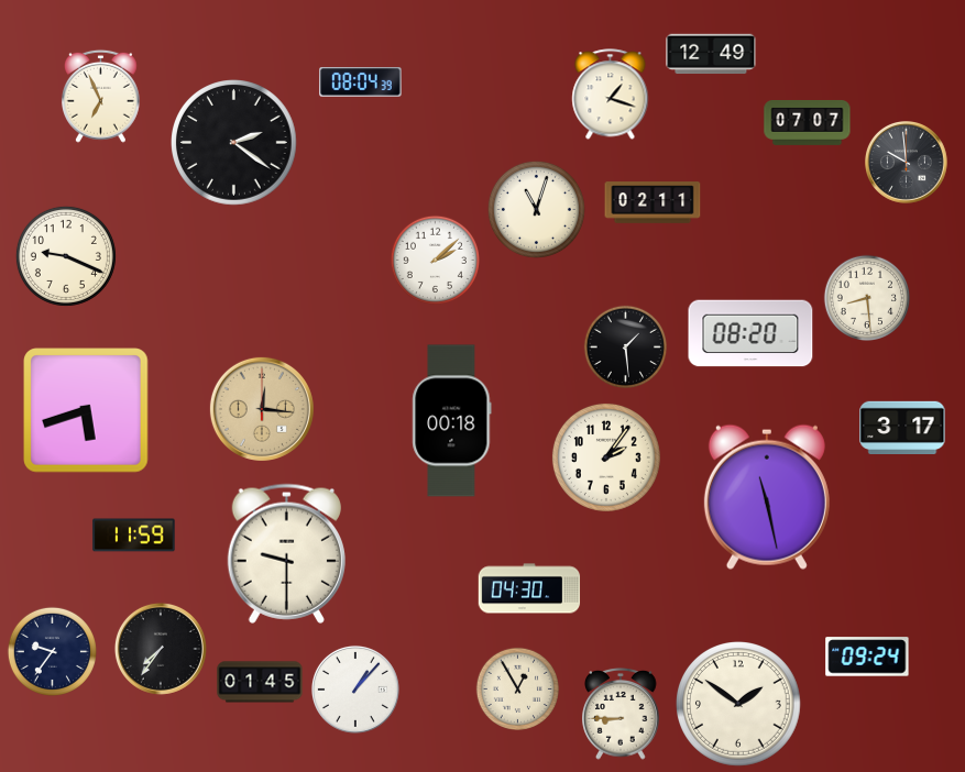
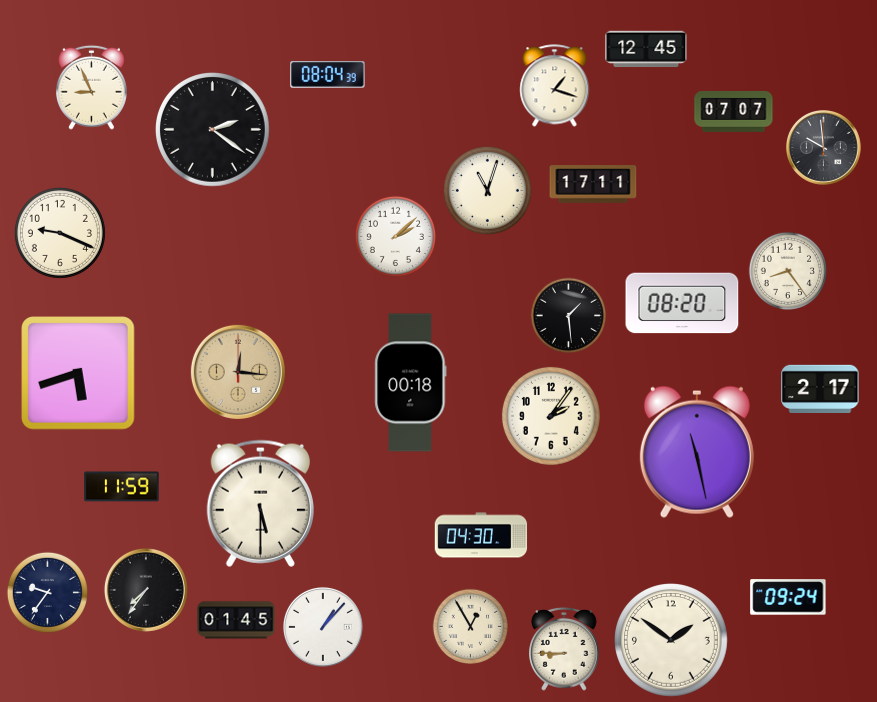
clock at (711, 54): 12:49 -> 12:45
clock at (100, 96): 6:56 -> 8:56
clock at (653, 202): 02:11 -> 17:11
clock at (866, 297): 8:29 -> 8:24
clock at (902, 428): 3:17 -> 2:17
clock at (286, 553): 9:30 -> 5:30
